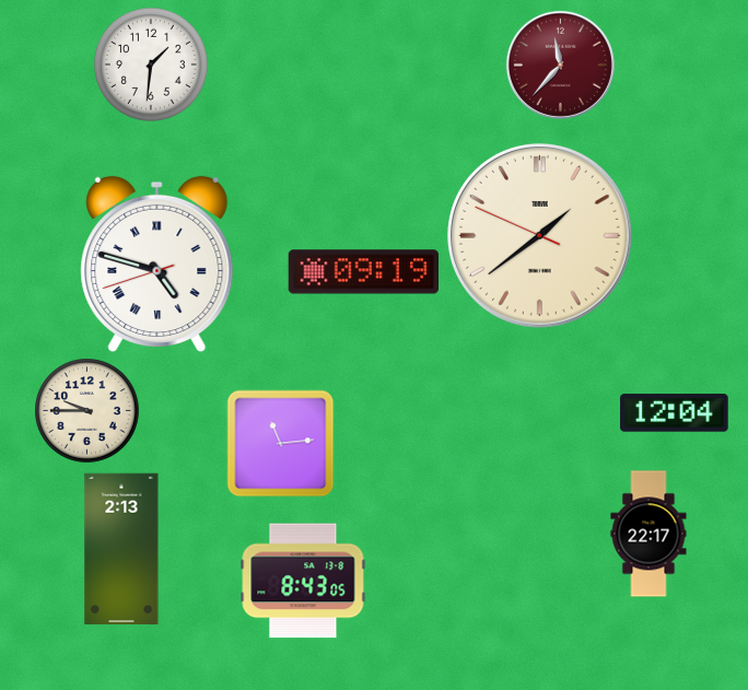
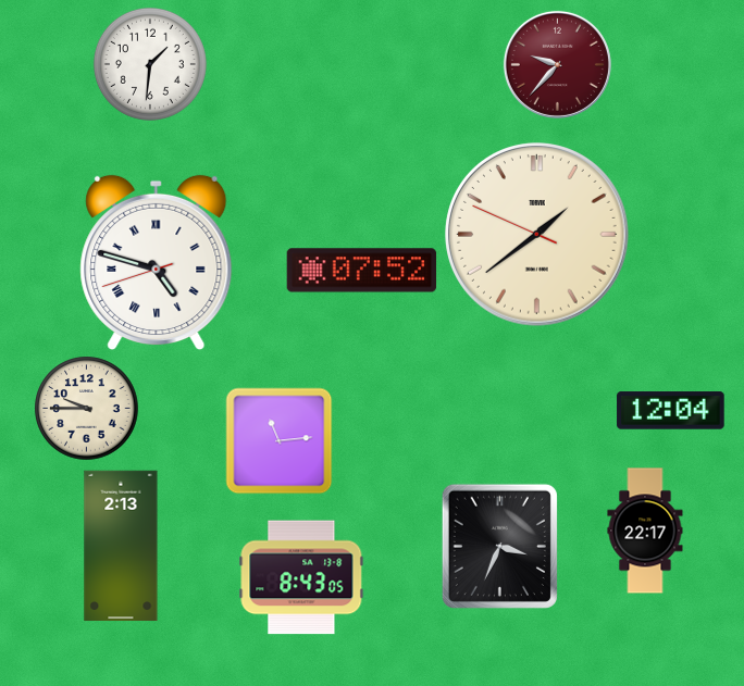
clock at (560, 65): 11:37 -> 9:37
clock at (364, 272): 09:19 -> 07:52
clock at (499, 546): none -> 3:34
